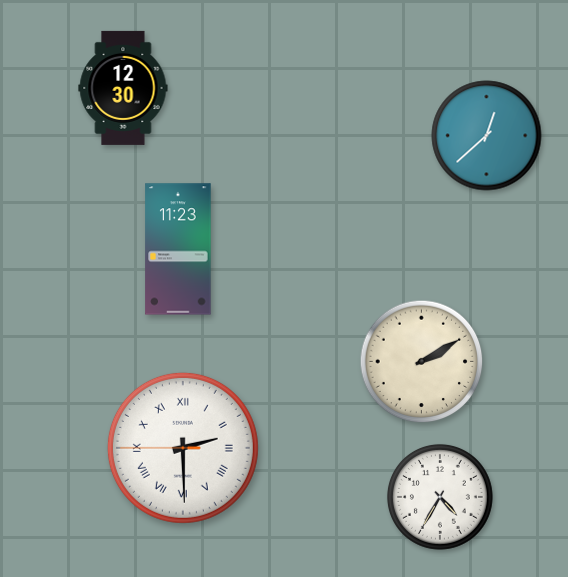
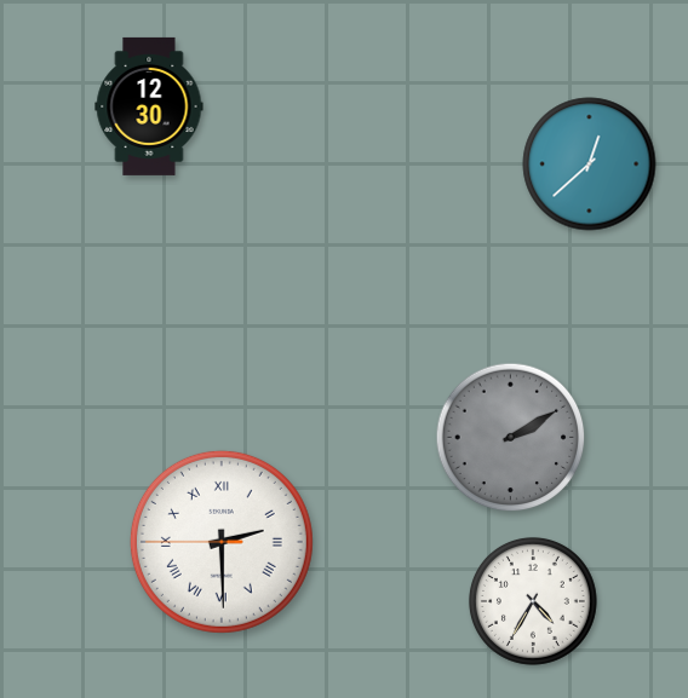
clock at (178, 249): 11:23 -> none
clock at (422, 362) dial: cream -> grey
